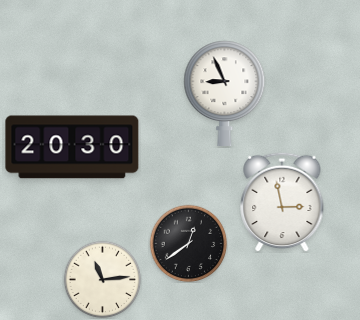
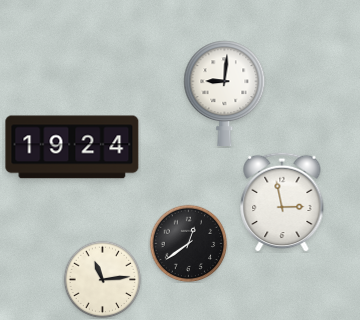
clock at (225, 93): 8:56 -> 9:01
clock at (72, 147): 20:30 -> 19:24
